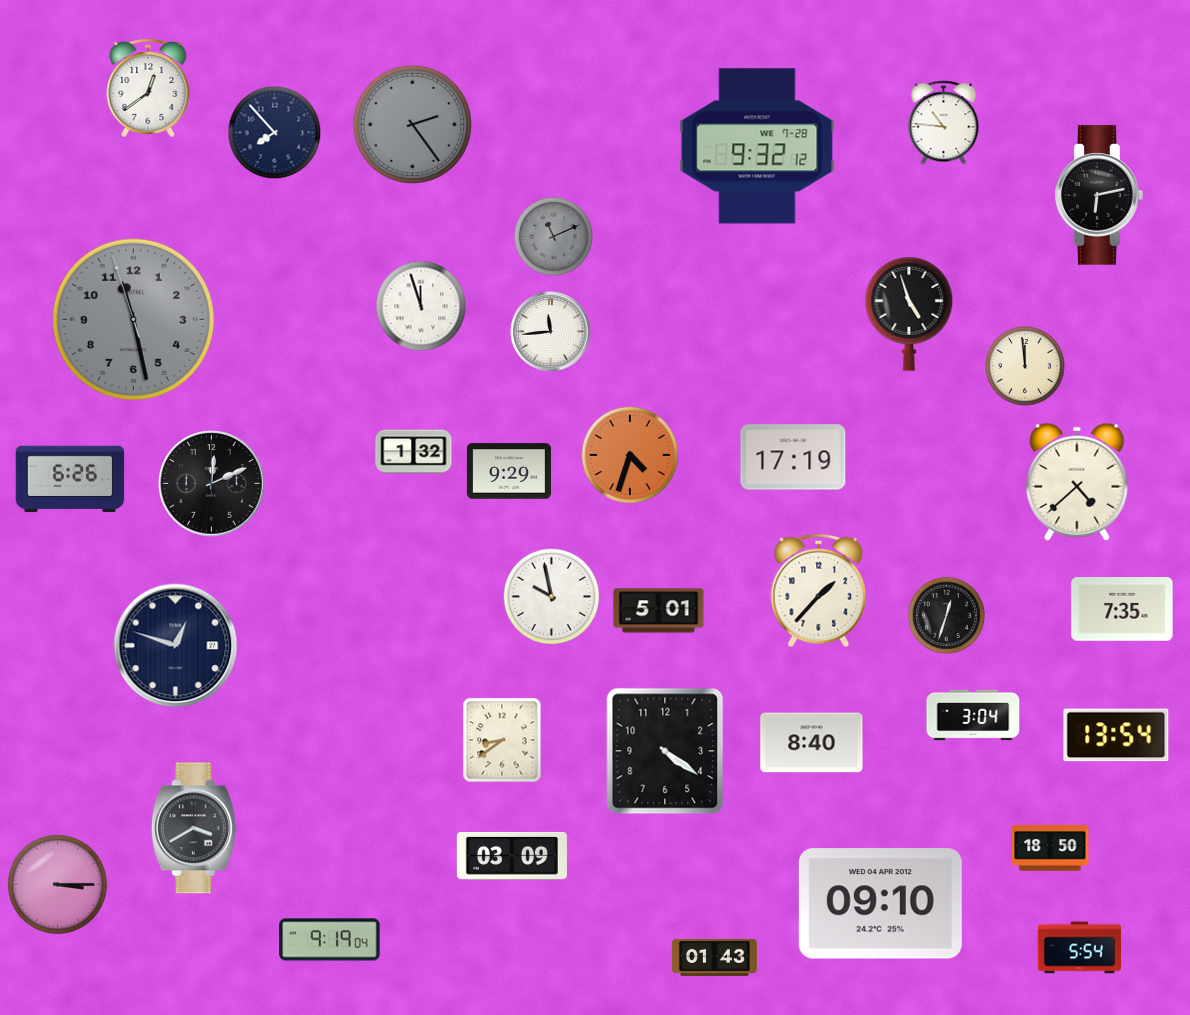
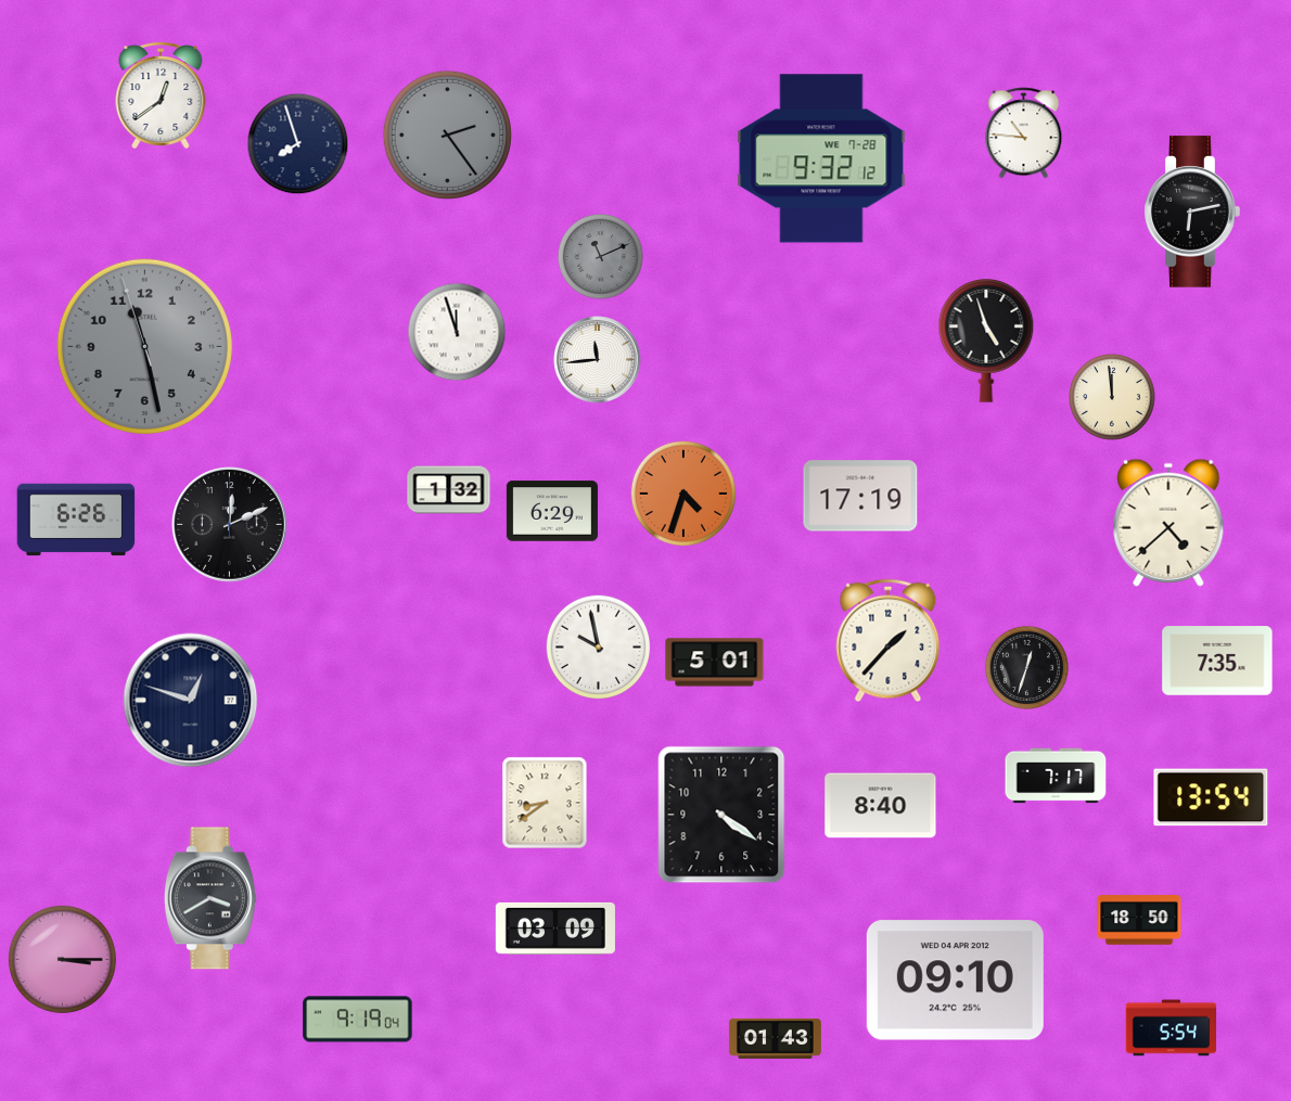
clock at (275, 133): 7:53 -> 7:57
clock at (509, 471): 9:29 -> 6:29
clock at (973, 715): 3:04 -> 7:17
